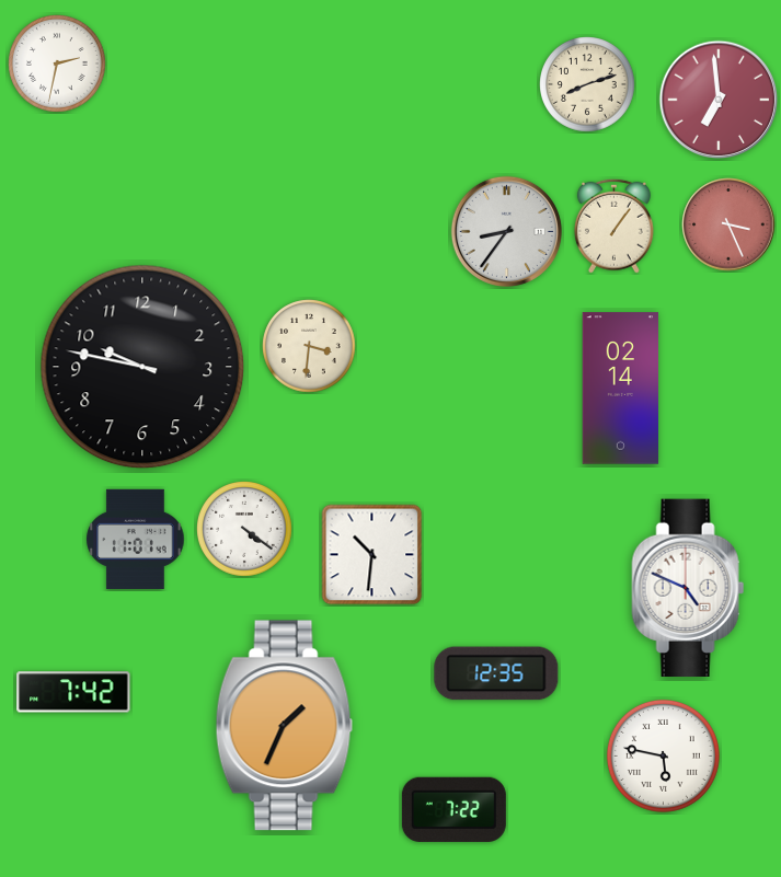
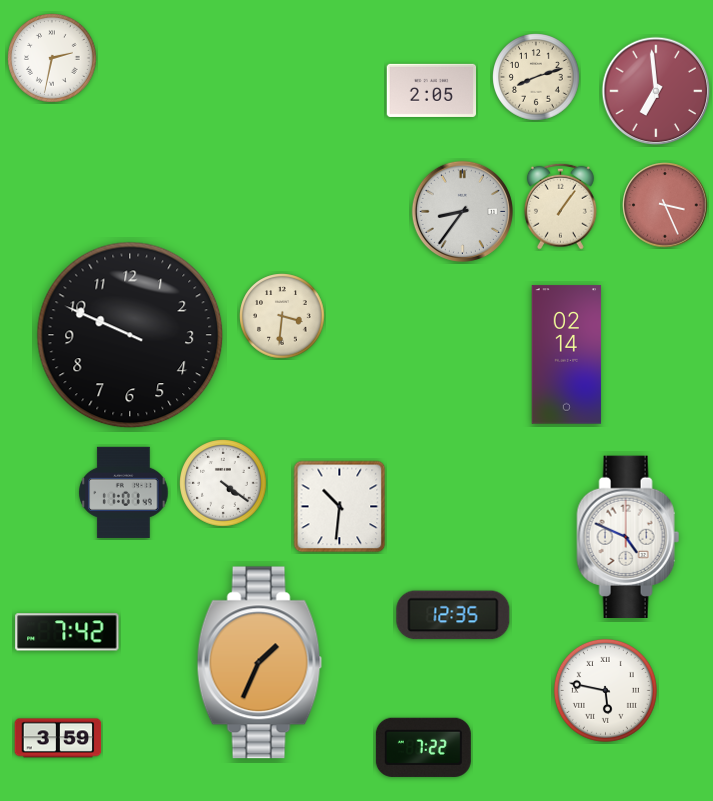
clock at (431, 90): none -> 2:05
clock at (142, 367): 9:47 -> 9:49
clock at (58, 738): none -> 3:59
clock at (453, 809) position: (453, 809) -> (423, 747)
